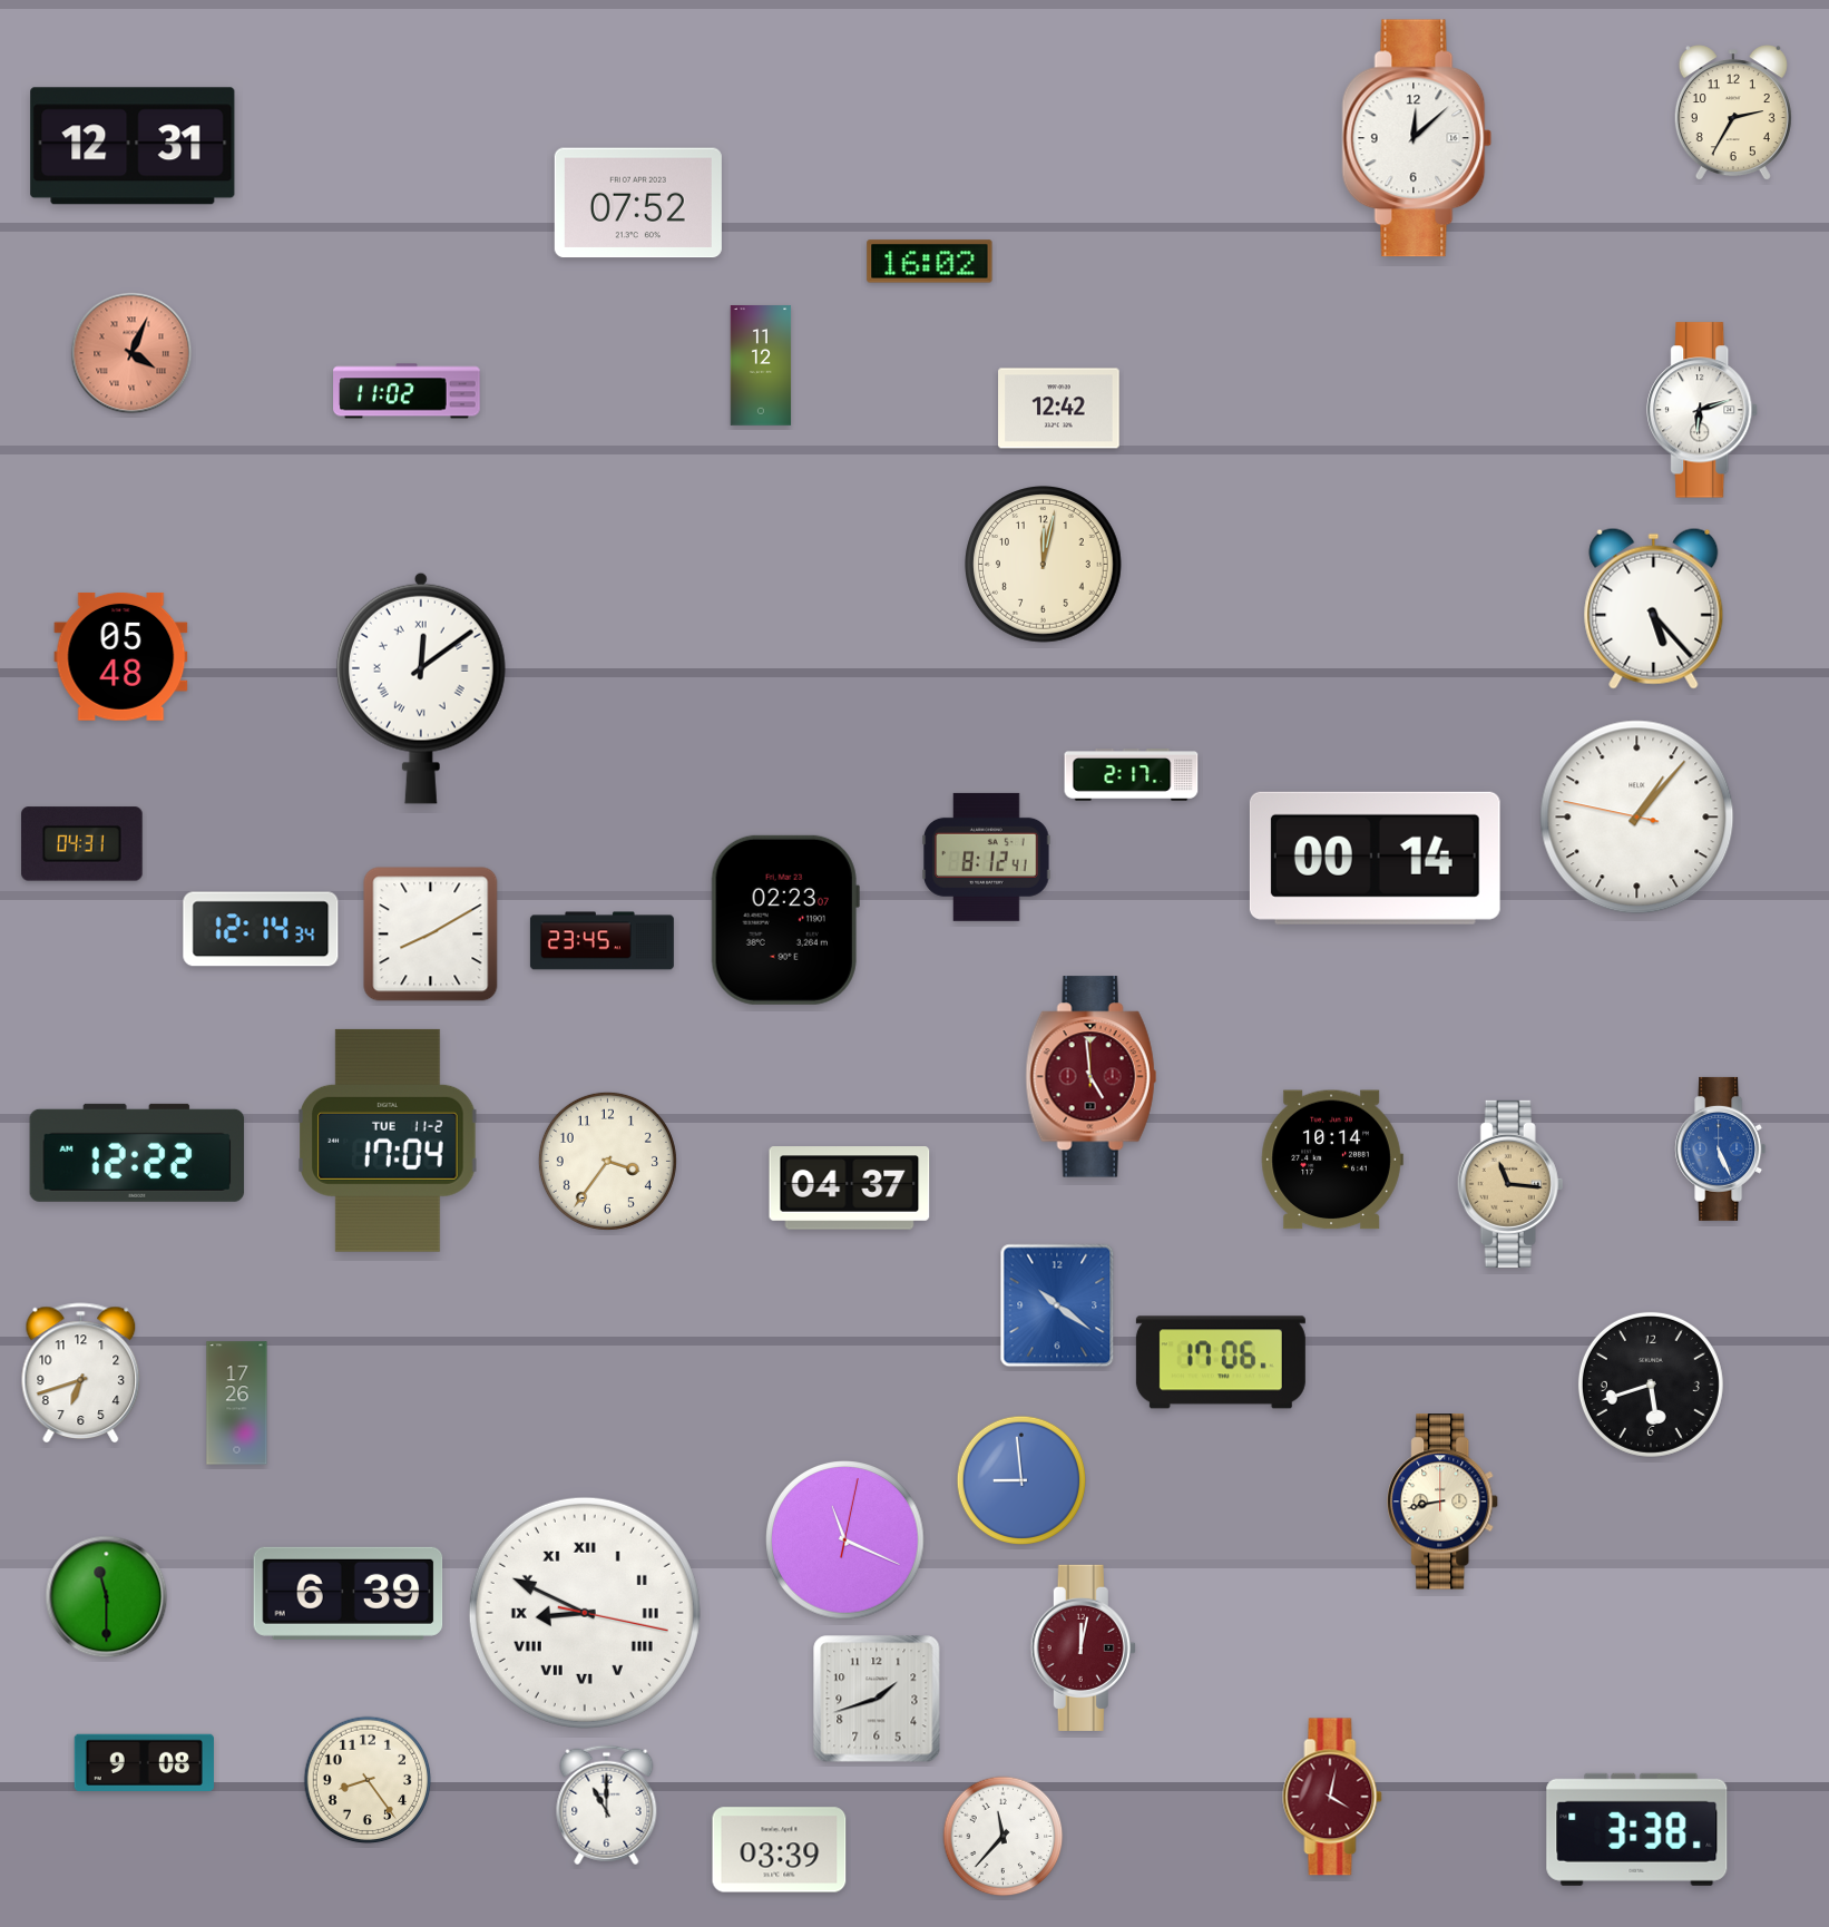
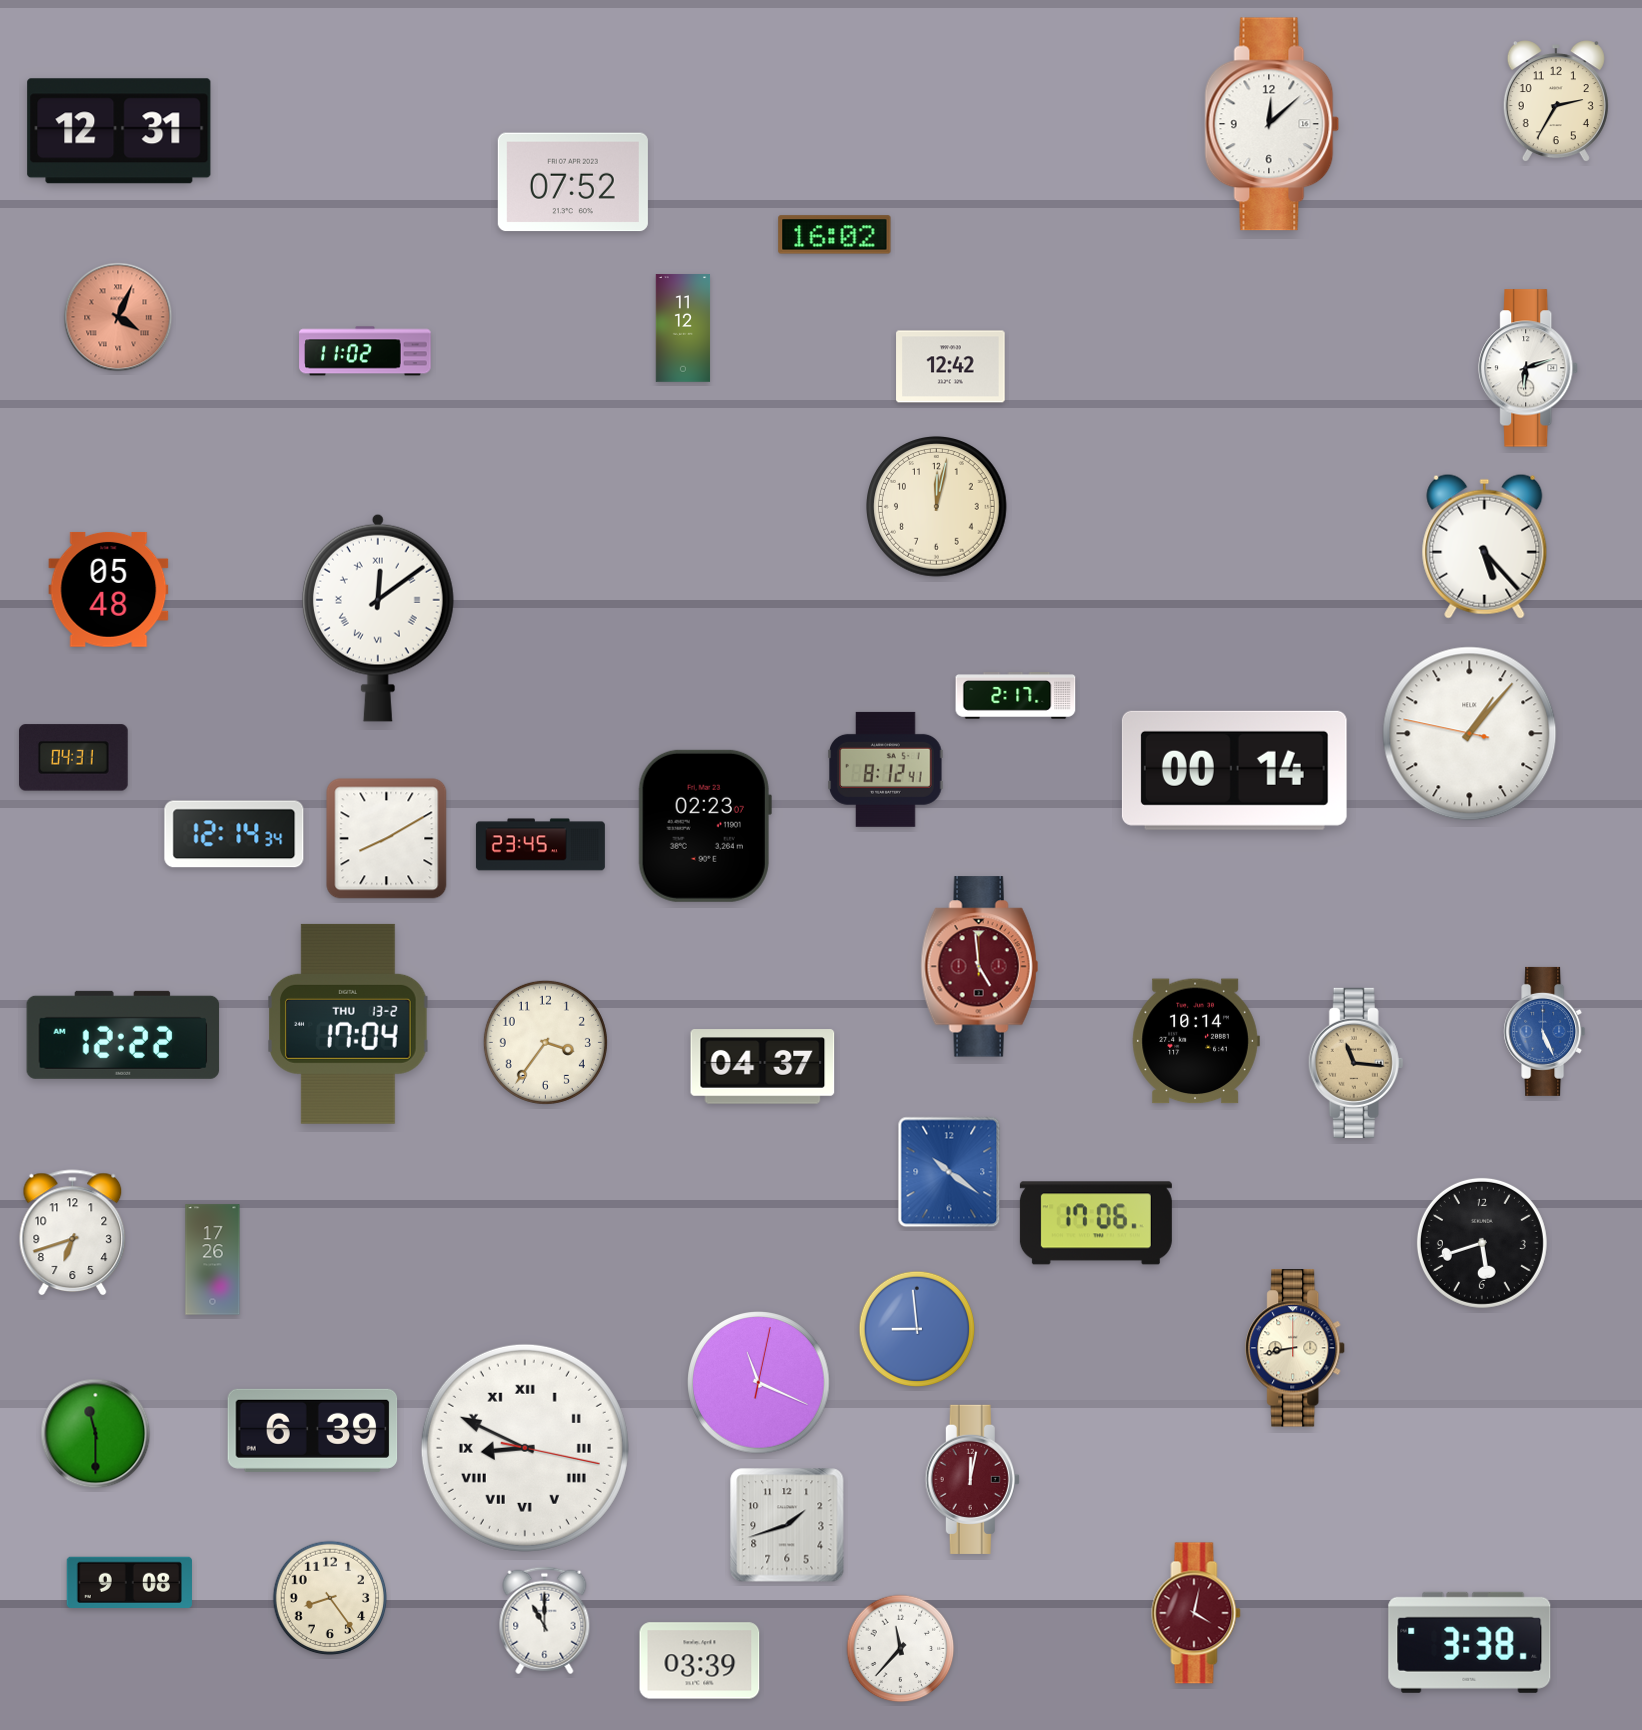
clock at (388, 1141) date: TUE 11-2 -> THU 13-2
